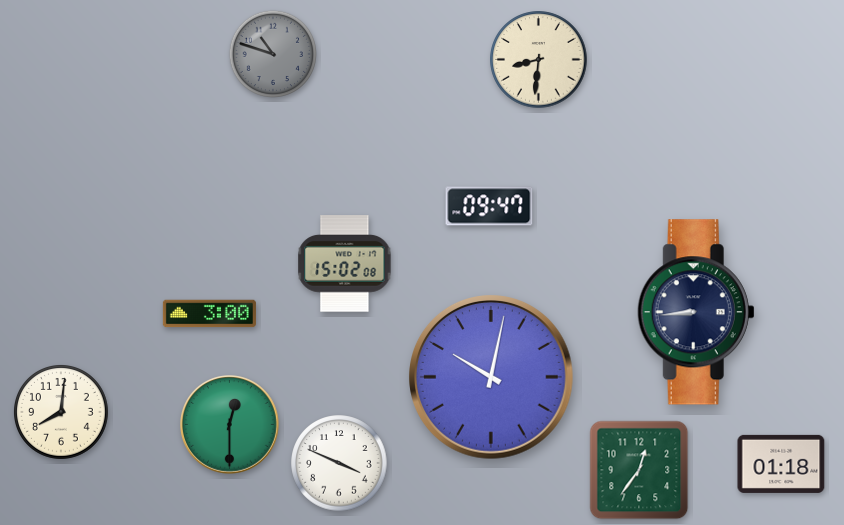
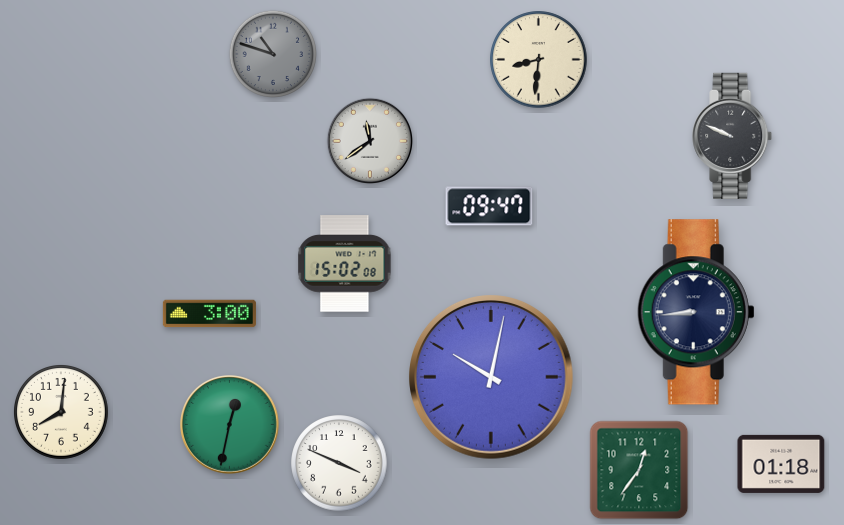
clock at (733, 136): none -> 9:49
clock at (369, 140): none -> 11:39
clock at (230, 425): 12:30 -> 12:32
